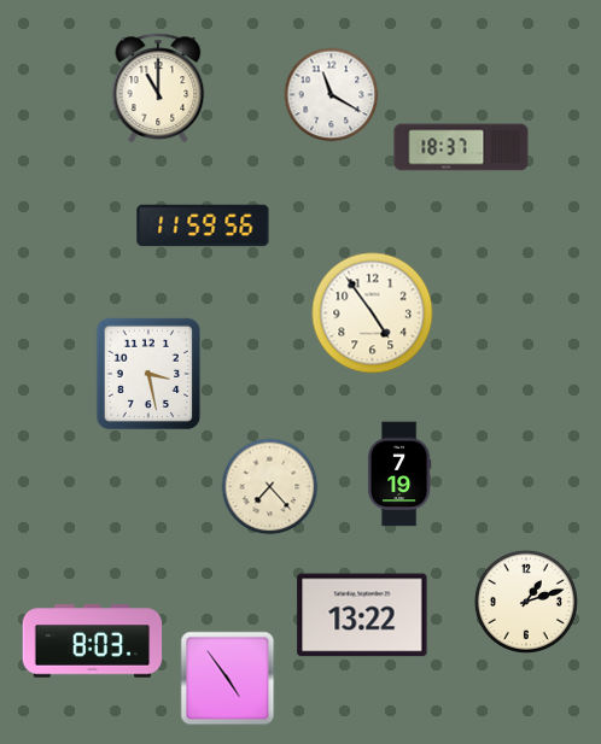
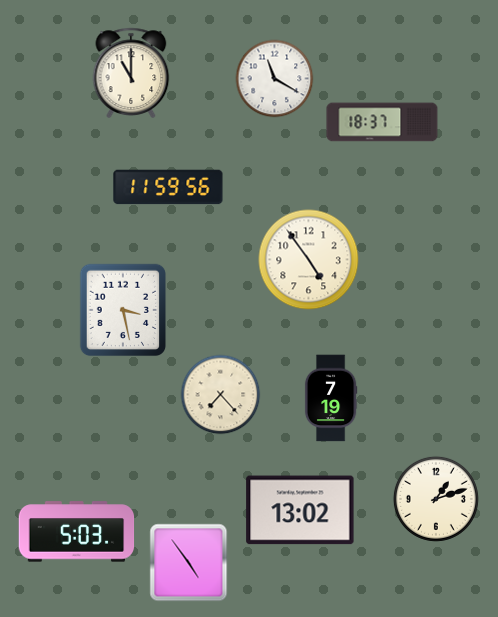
clock at (399, 474) position: (399, 474) -> (331, 398)
clock at (270, 487) position: (270, 487) -> (221, 395)
clock at (362, 615): 13:22 -> 13:02
clock at (93, 642): 8:03 -> 5:03
